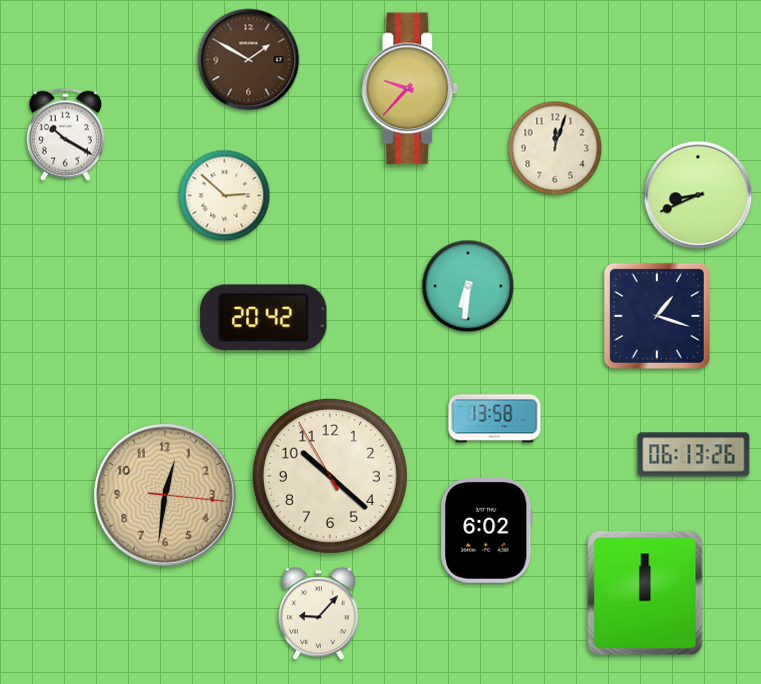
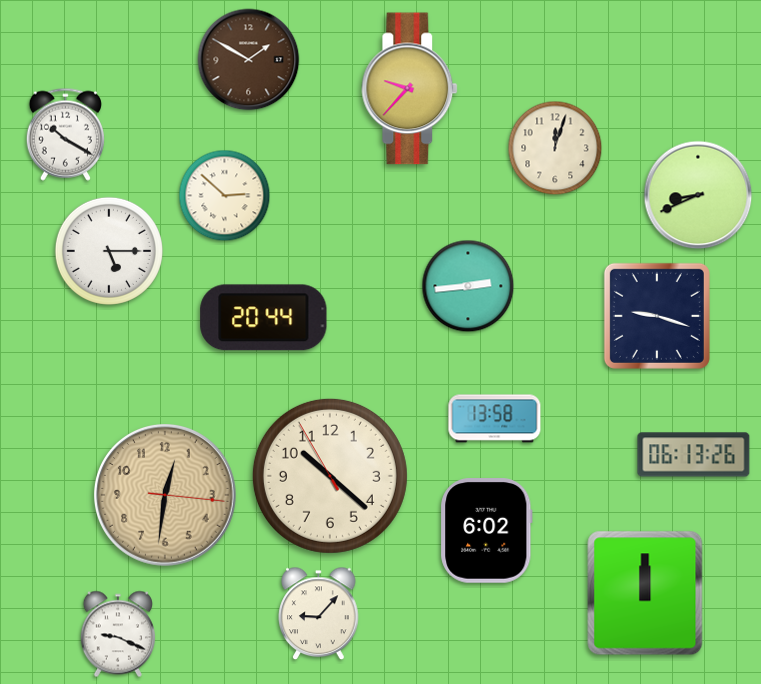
clock at (109, 251): none -> 5:15
clock at (468, 286): 6:31 -> 2:44
clock at (657, 316): 1:18 -> 9:18
clock at (264, 318): 20:42 -> 20:44
clock at (118, 634): none -> 9:19
